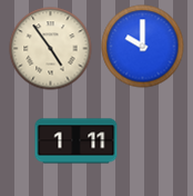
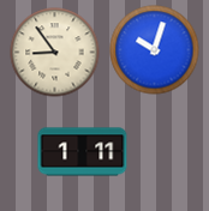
clock at (143, 47): 10:00 -> 10:03
clock at (51, 49): 4:54 -> 8:54
